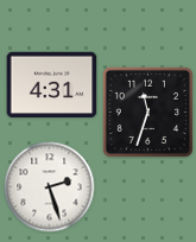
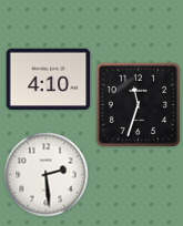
clock at (52, 85): 4:31 -> 4:10
clock at (50, 187): 2:27 -> 2:29
